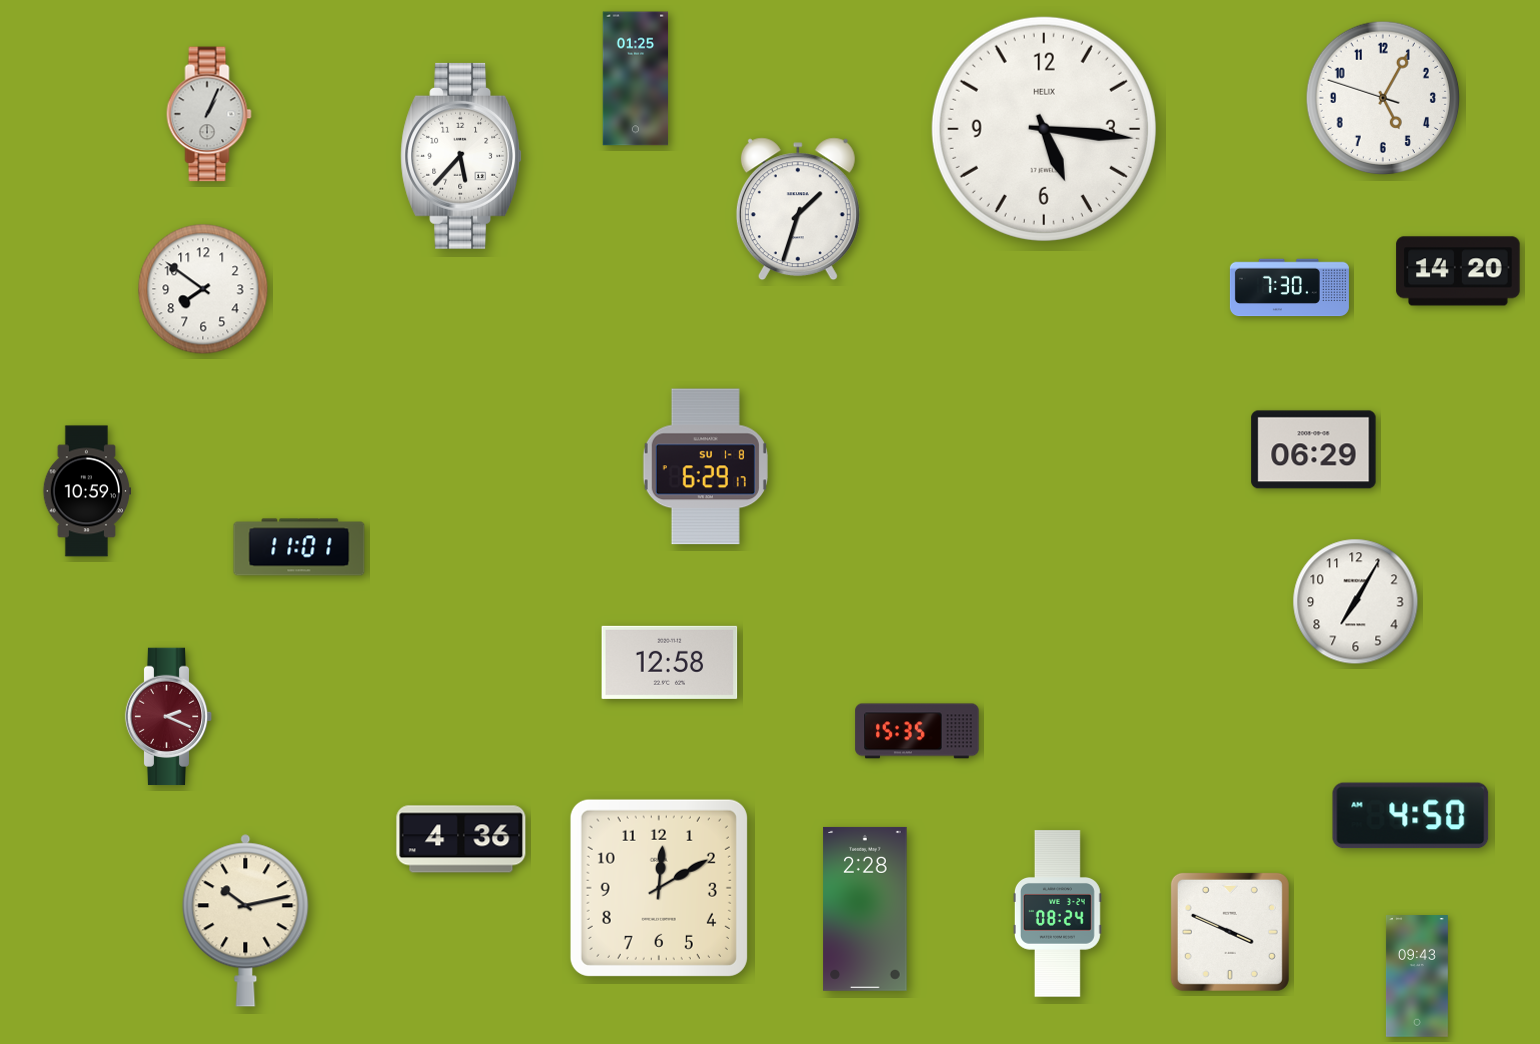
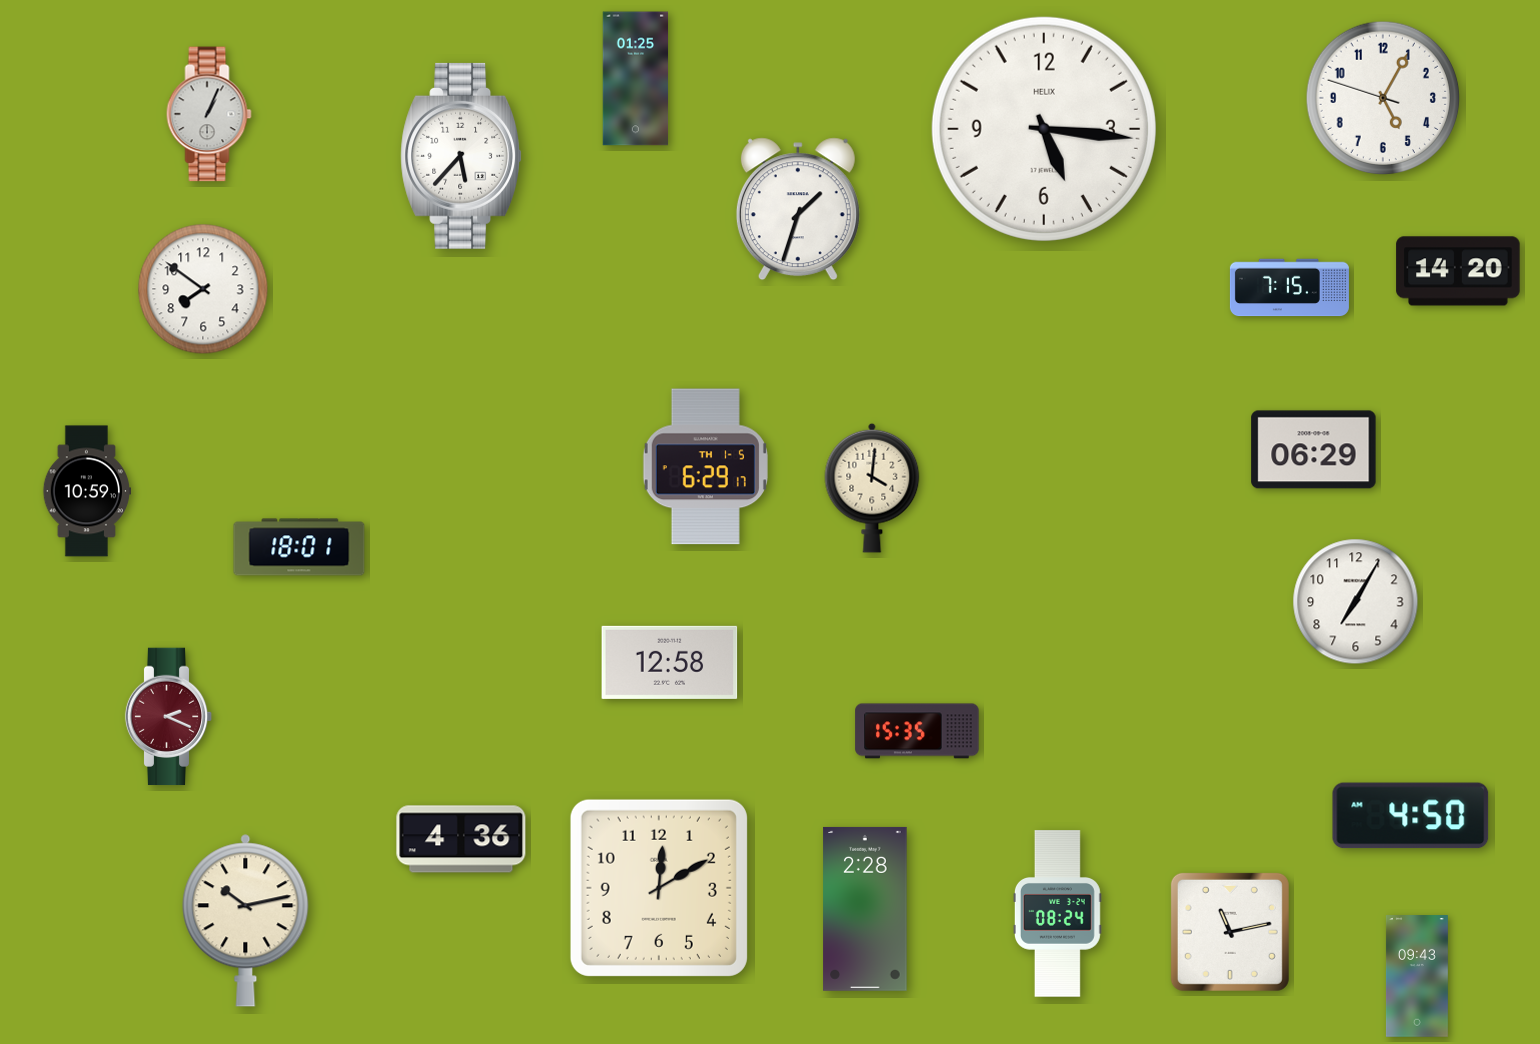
clock at (1289, 288): 7:30 -> 7:15
clock at (705, 467) date: SU 1-8 -> TH 1-5
clock at (872, 488): none -> 4:01
clock at (299, 547): 11:01 -> 18:01
clock at (1230, 932): 3:49 -> 11:13
